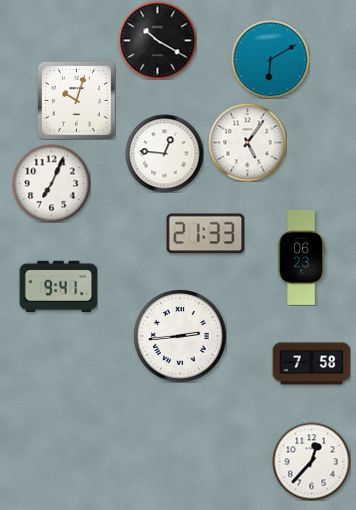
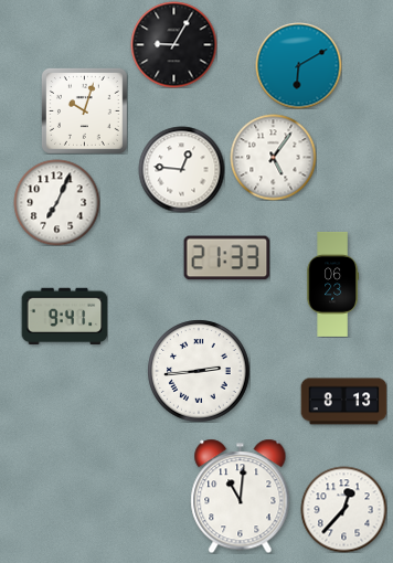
clock at (157, 40): 10:20 -> 9:05
clock at (311, 364): 7:58 -> 8:13
clock at (241, 496): none -> 11:01
